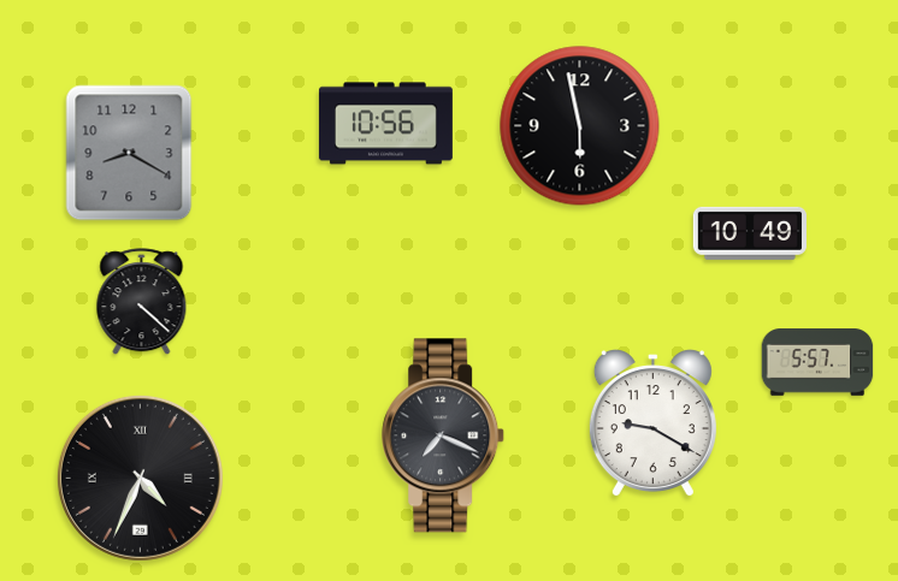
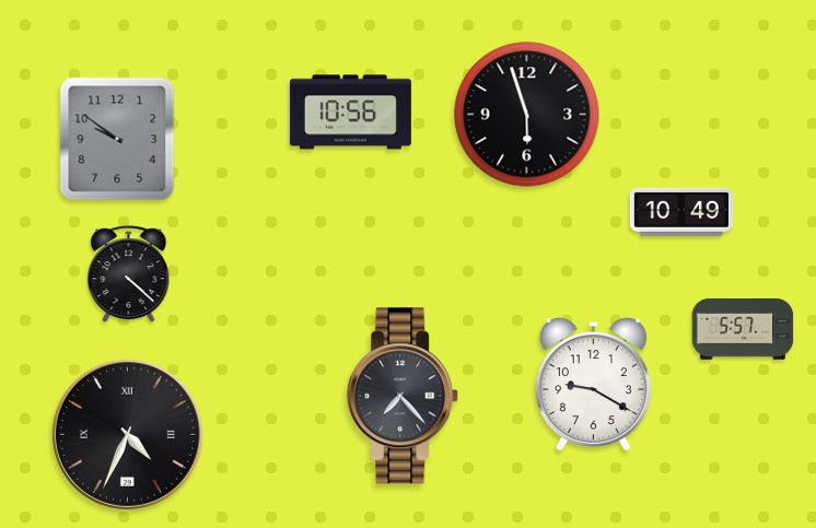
clock at (580, 126): 5:58 -> 5:57
clock at (129, 153): 8:20 -> 9:51
clock at (444, 435): 7:19 -> 7:23
